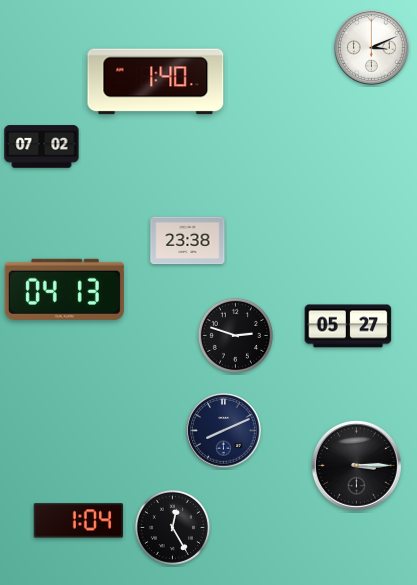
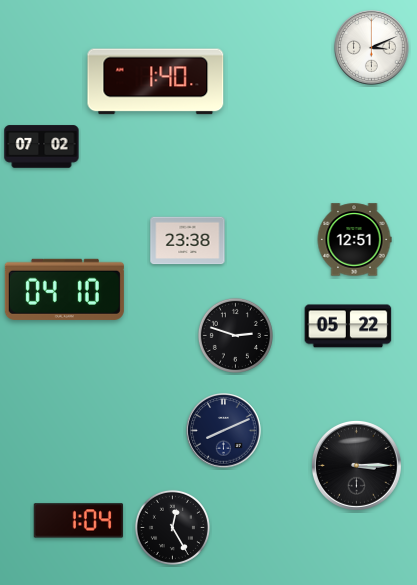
clock at (354, 240): none -> 12:51
clock at (64, 289): 04:13 -> 04:10
clock at (348, 326): 05:27 -> 05:22
